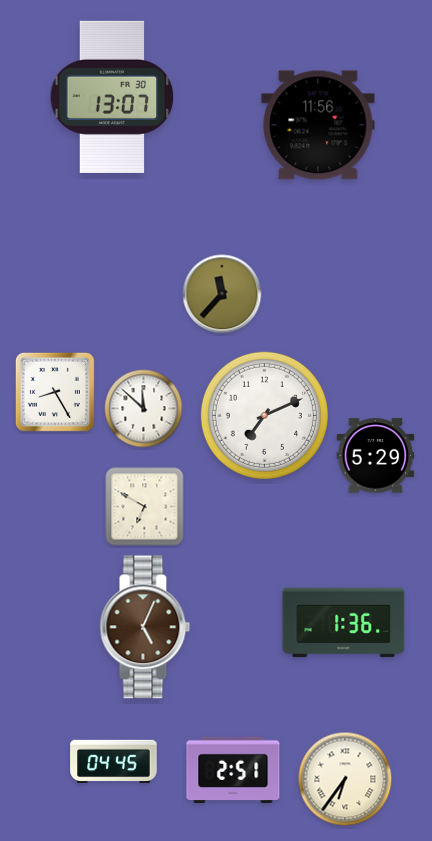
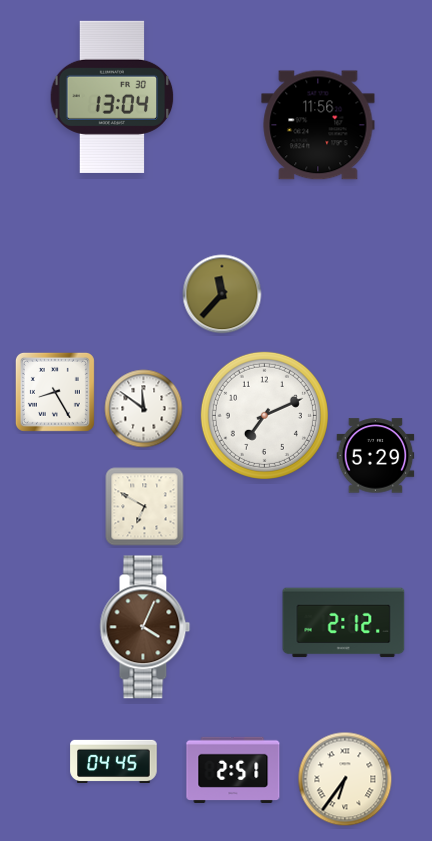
clock at (112, 97): 13:07 -> 13:04
clock at (144, 409): 11:52 -> 11:51
clock at (344, 623): 1:36 -> 2:12
clock at (145, 627): 5:04 -> 4:04
